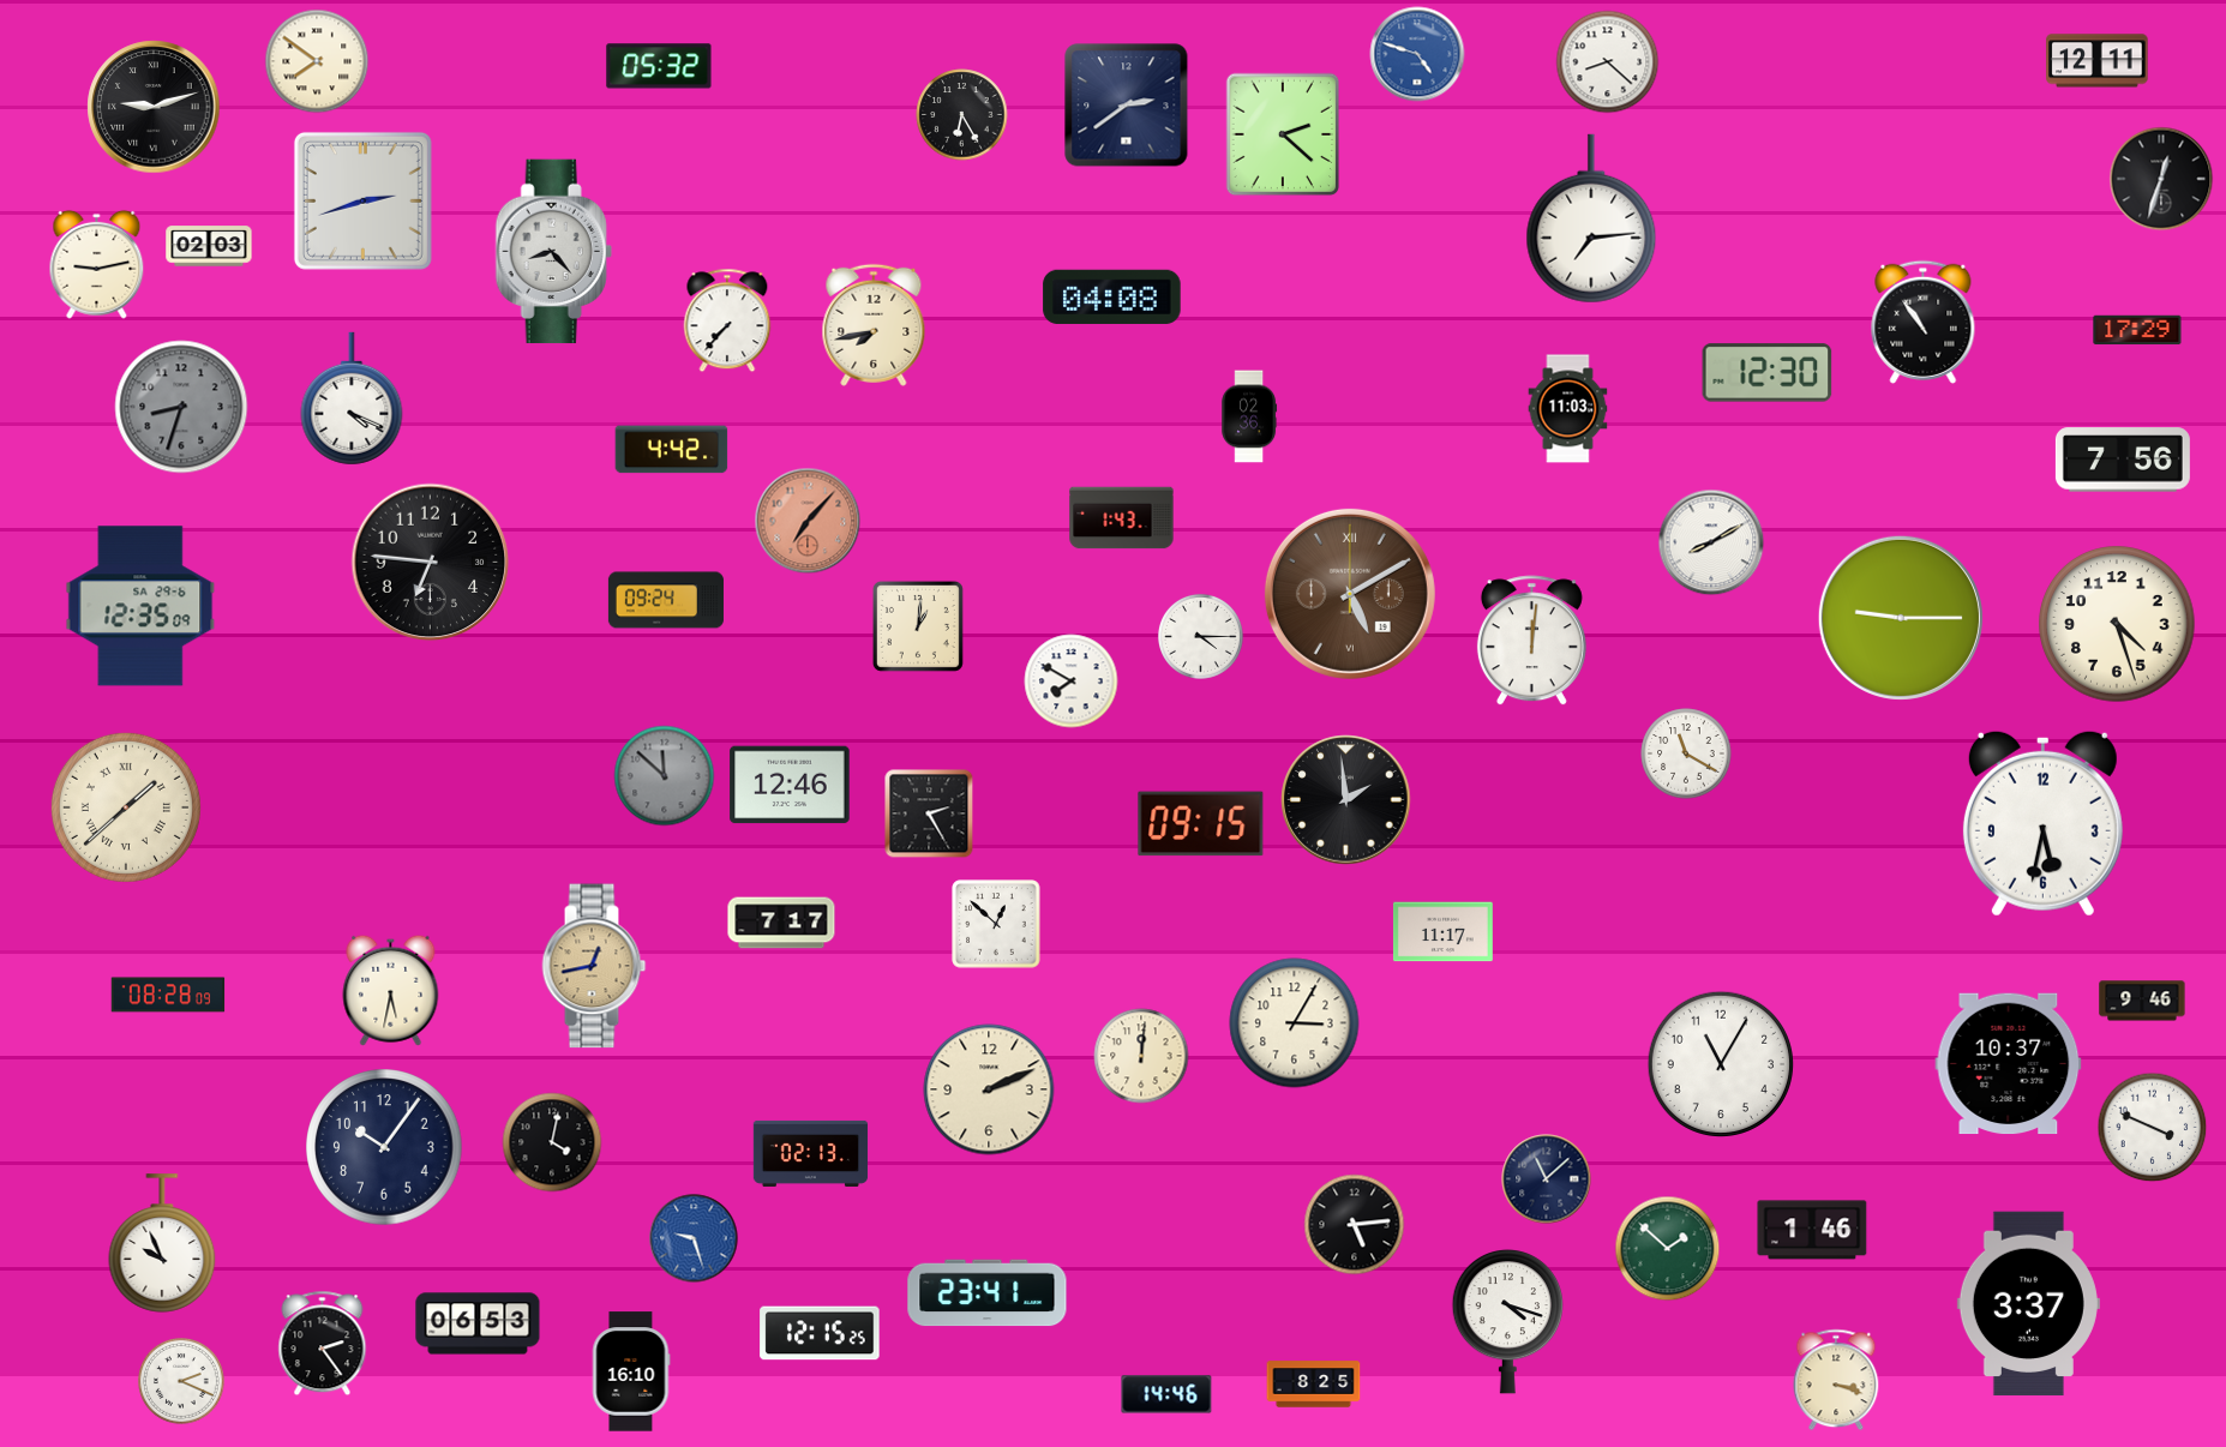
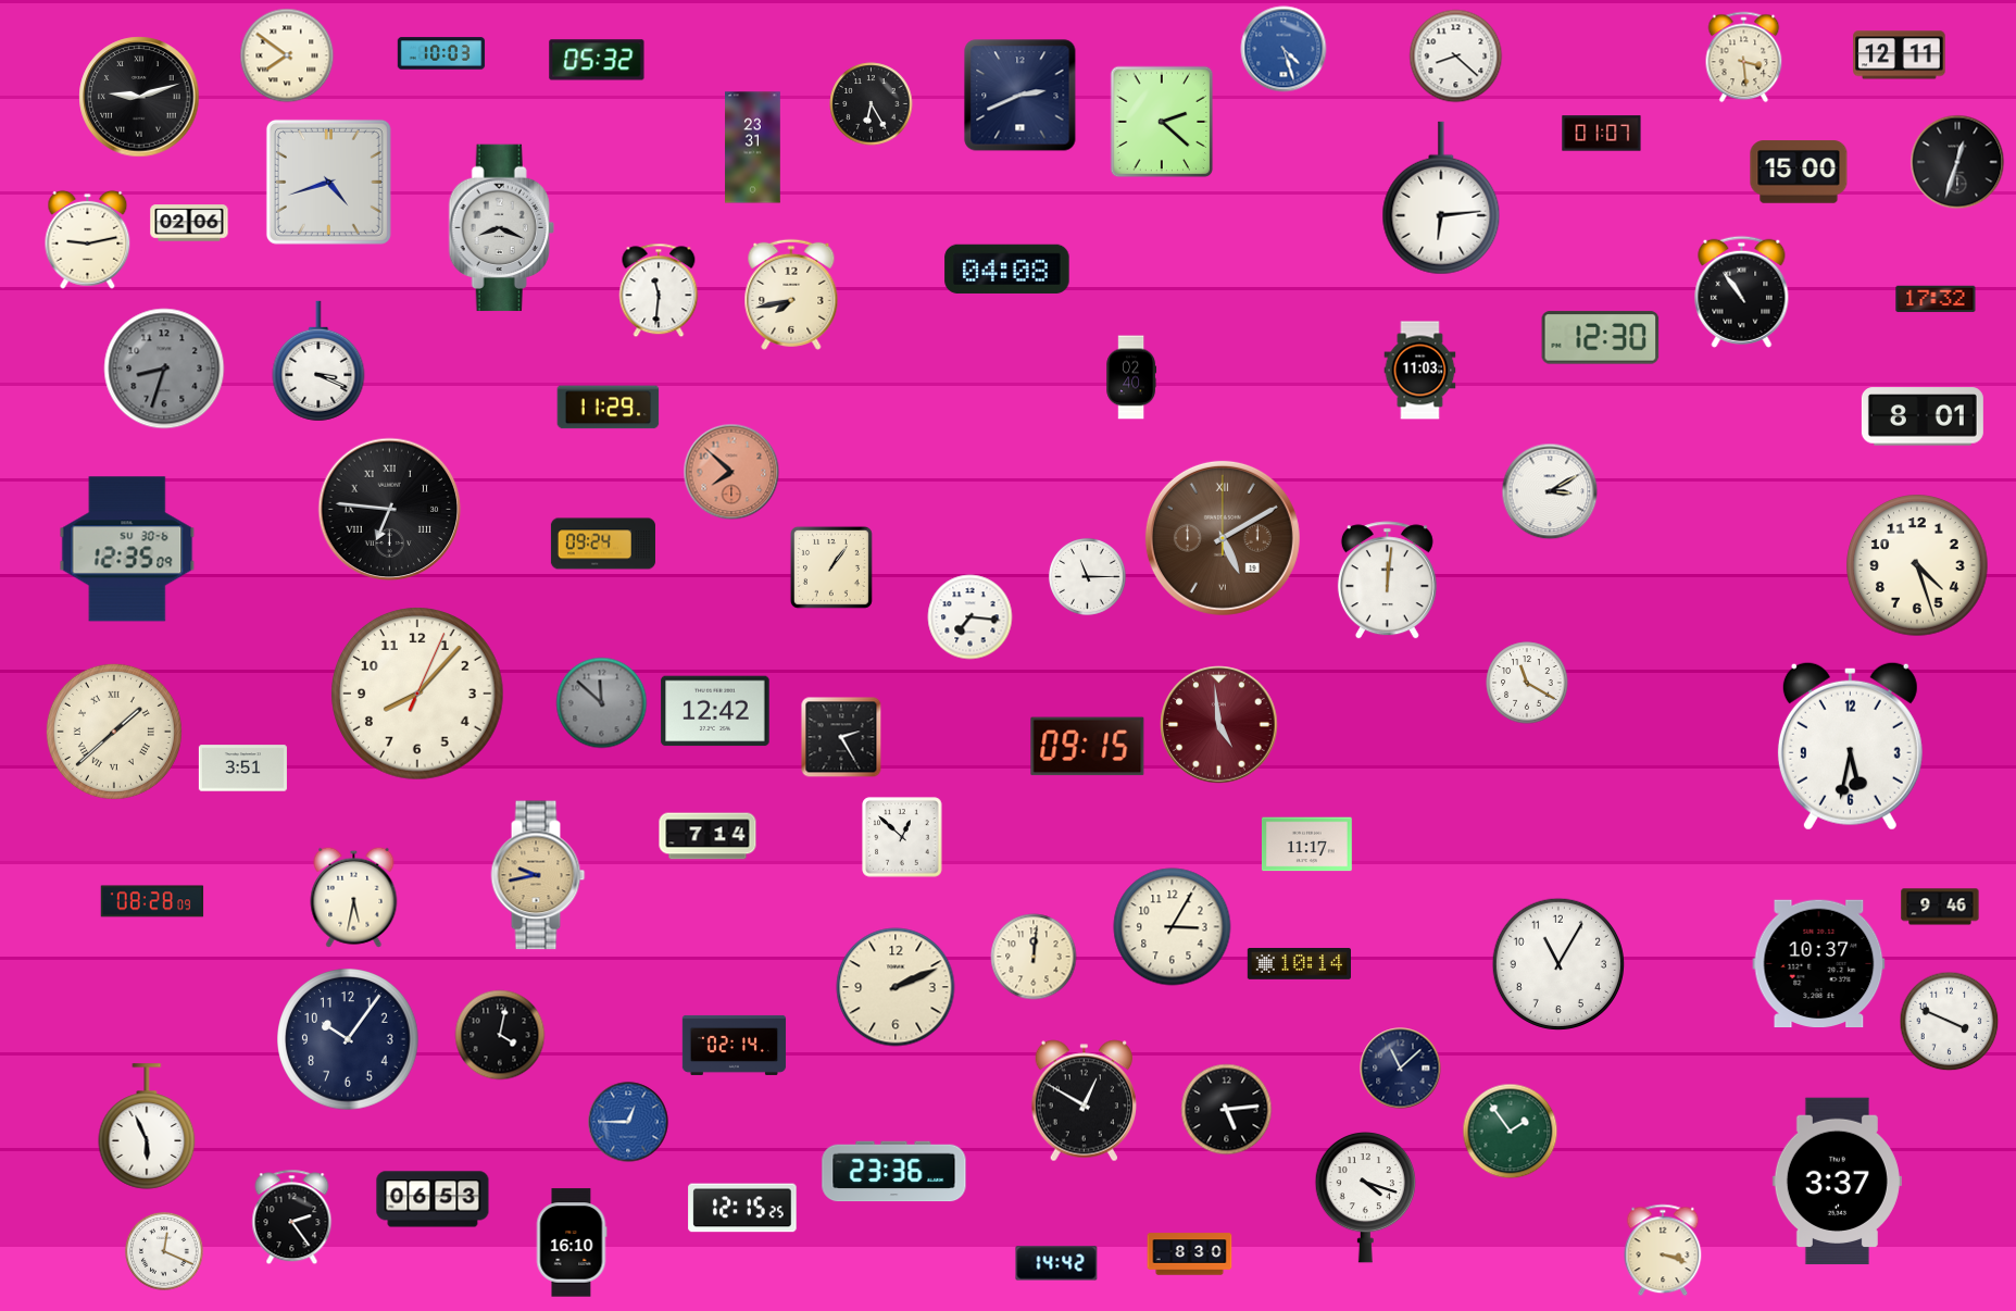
clock at (1417, 54): 4:48 -> 4:27
clock at (441, 53): none -> 10:03
clock at (1744, 58): none -> 3:29
clock at (1127, 106): 2:39 -> 2:41
clock at (1602, 134): none -> 01:07
clock at (753, 148): none -> 23:31
clock at (1799, 172): none -> 15:00
clock at (362, 200): 2:42 -> 4:42
clock at (1591, 218): 7:14 -> 6:14
clock at (209, 246): 02:03 -> 02:06
clock at (553, 252): 8:23 -> 8:19
clock at (727, 320): 7:37 -> 11:31
clock at (2137, 330): 17:29 -> 17:32
clock at (352, 398): 4:19 -> 3:19
clock at (1249, 416): 02:36 -> 02:40
clock at (672, 450): 4:42 -> 11:29
clock at (2123, 460): 7:56 -> 8:01
clock at (1122, 518): 1:43 -> none
clock at (808, 521): 7:07 -> 7:52
clock at (1711, 542): 8:10 -> 3:10
clock at (431, 563) numerals: Arabic -> Roman
clock at (140, 606) date: SA 29-6 -> SU 30-6
clock at (1901, 618): 9:15 -> none
clock at (918, 626): 1:01 -> 1:06
clock at (1200, 636): 4:15 -> 11:15
clock at (1072, 682): 7:50 -> 7:16
clock at (417, 694): none -> 8:07
clock at (790, 785): 12:46 -> 12:42
clock at (1346, 800): 1:59 -> 4:59
clock at (1346, 800) dial: black -> burgundy
clock at (242, 769): none -> 3:51
clock at (781, 923): 7:17 -> 7:14
clock at (594, 966): 12:43 -> 9:43
clock at (1299, 964): none -> 10:14
clock at (811, 1153): 02:13 -> 02:14
clock at (1084, 1101): none -> 12:50
clock at (1812, 1230): 1:46 -> none
clock at (694, 1238): 9:27 -> 12:45
clock at (162, 1243): 9:56 -> 5:56
clock at (1668, 1249): 1:52 -> 1:54
clock at (988, 1293): 23:41 -> 23:36
clock at (182, 1382): 2:19 -> 12:19
clock at (1314, 1385): 8:25 -> 8:30
clock at (1166, 1394): 14:46 -> 14:42
